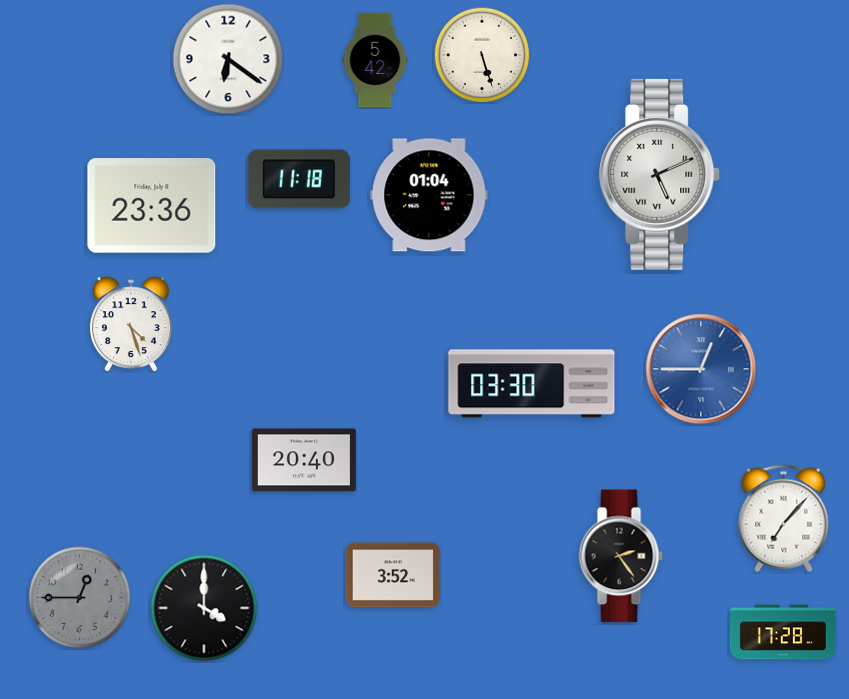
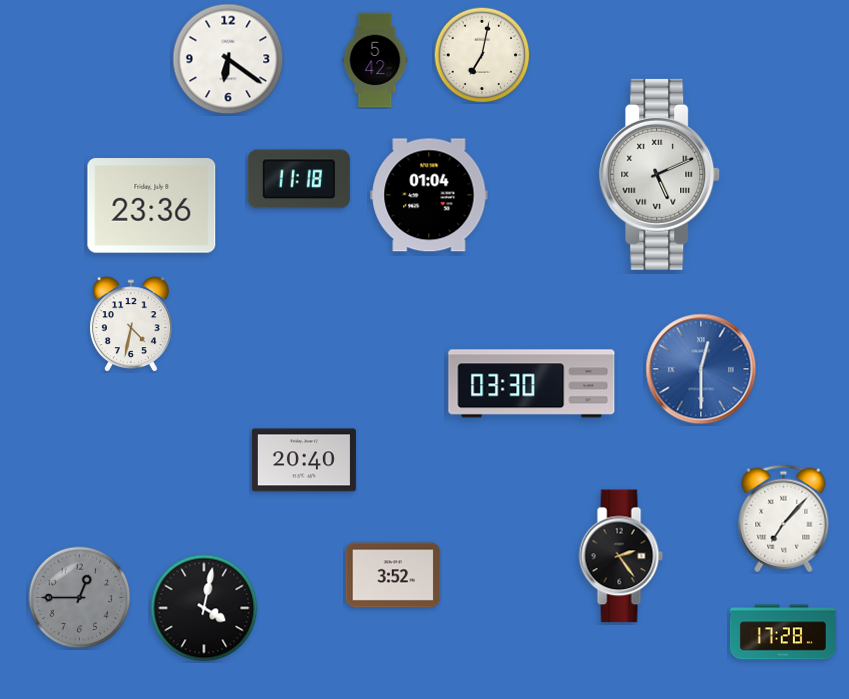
clock at (482, 55): 5:27 -> 7:02
clock at (131, 324): 4:27 -> 4:32
clock at (701, 369): 12:45 -> 12:30
clock at (204, 608): 4:00 -> 4:02
